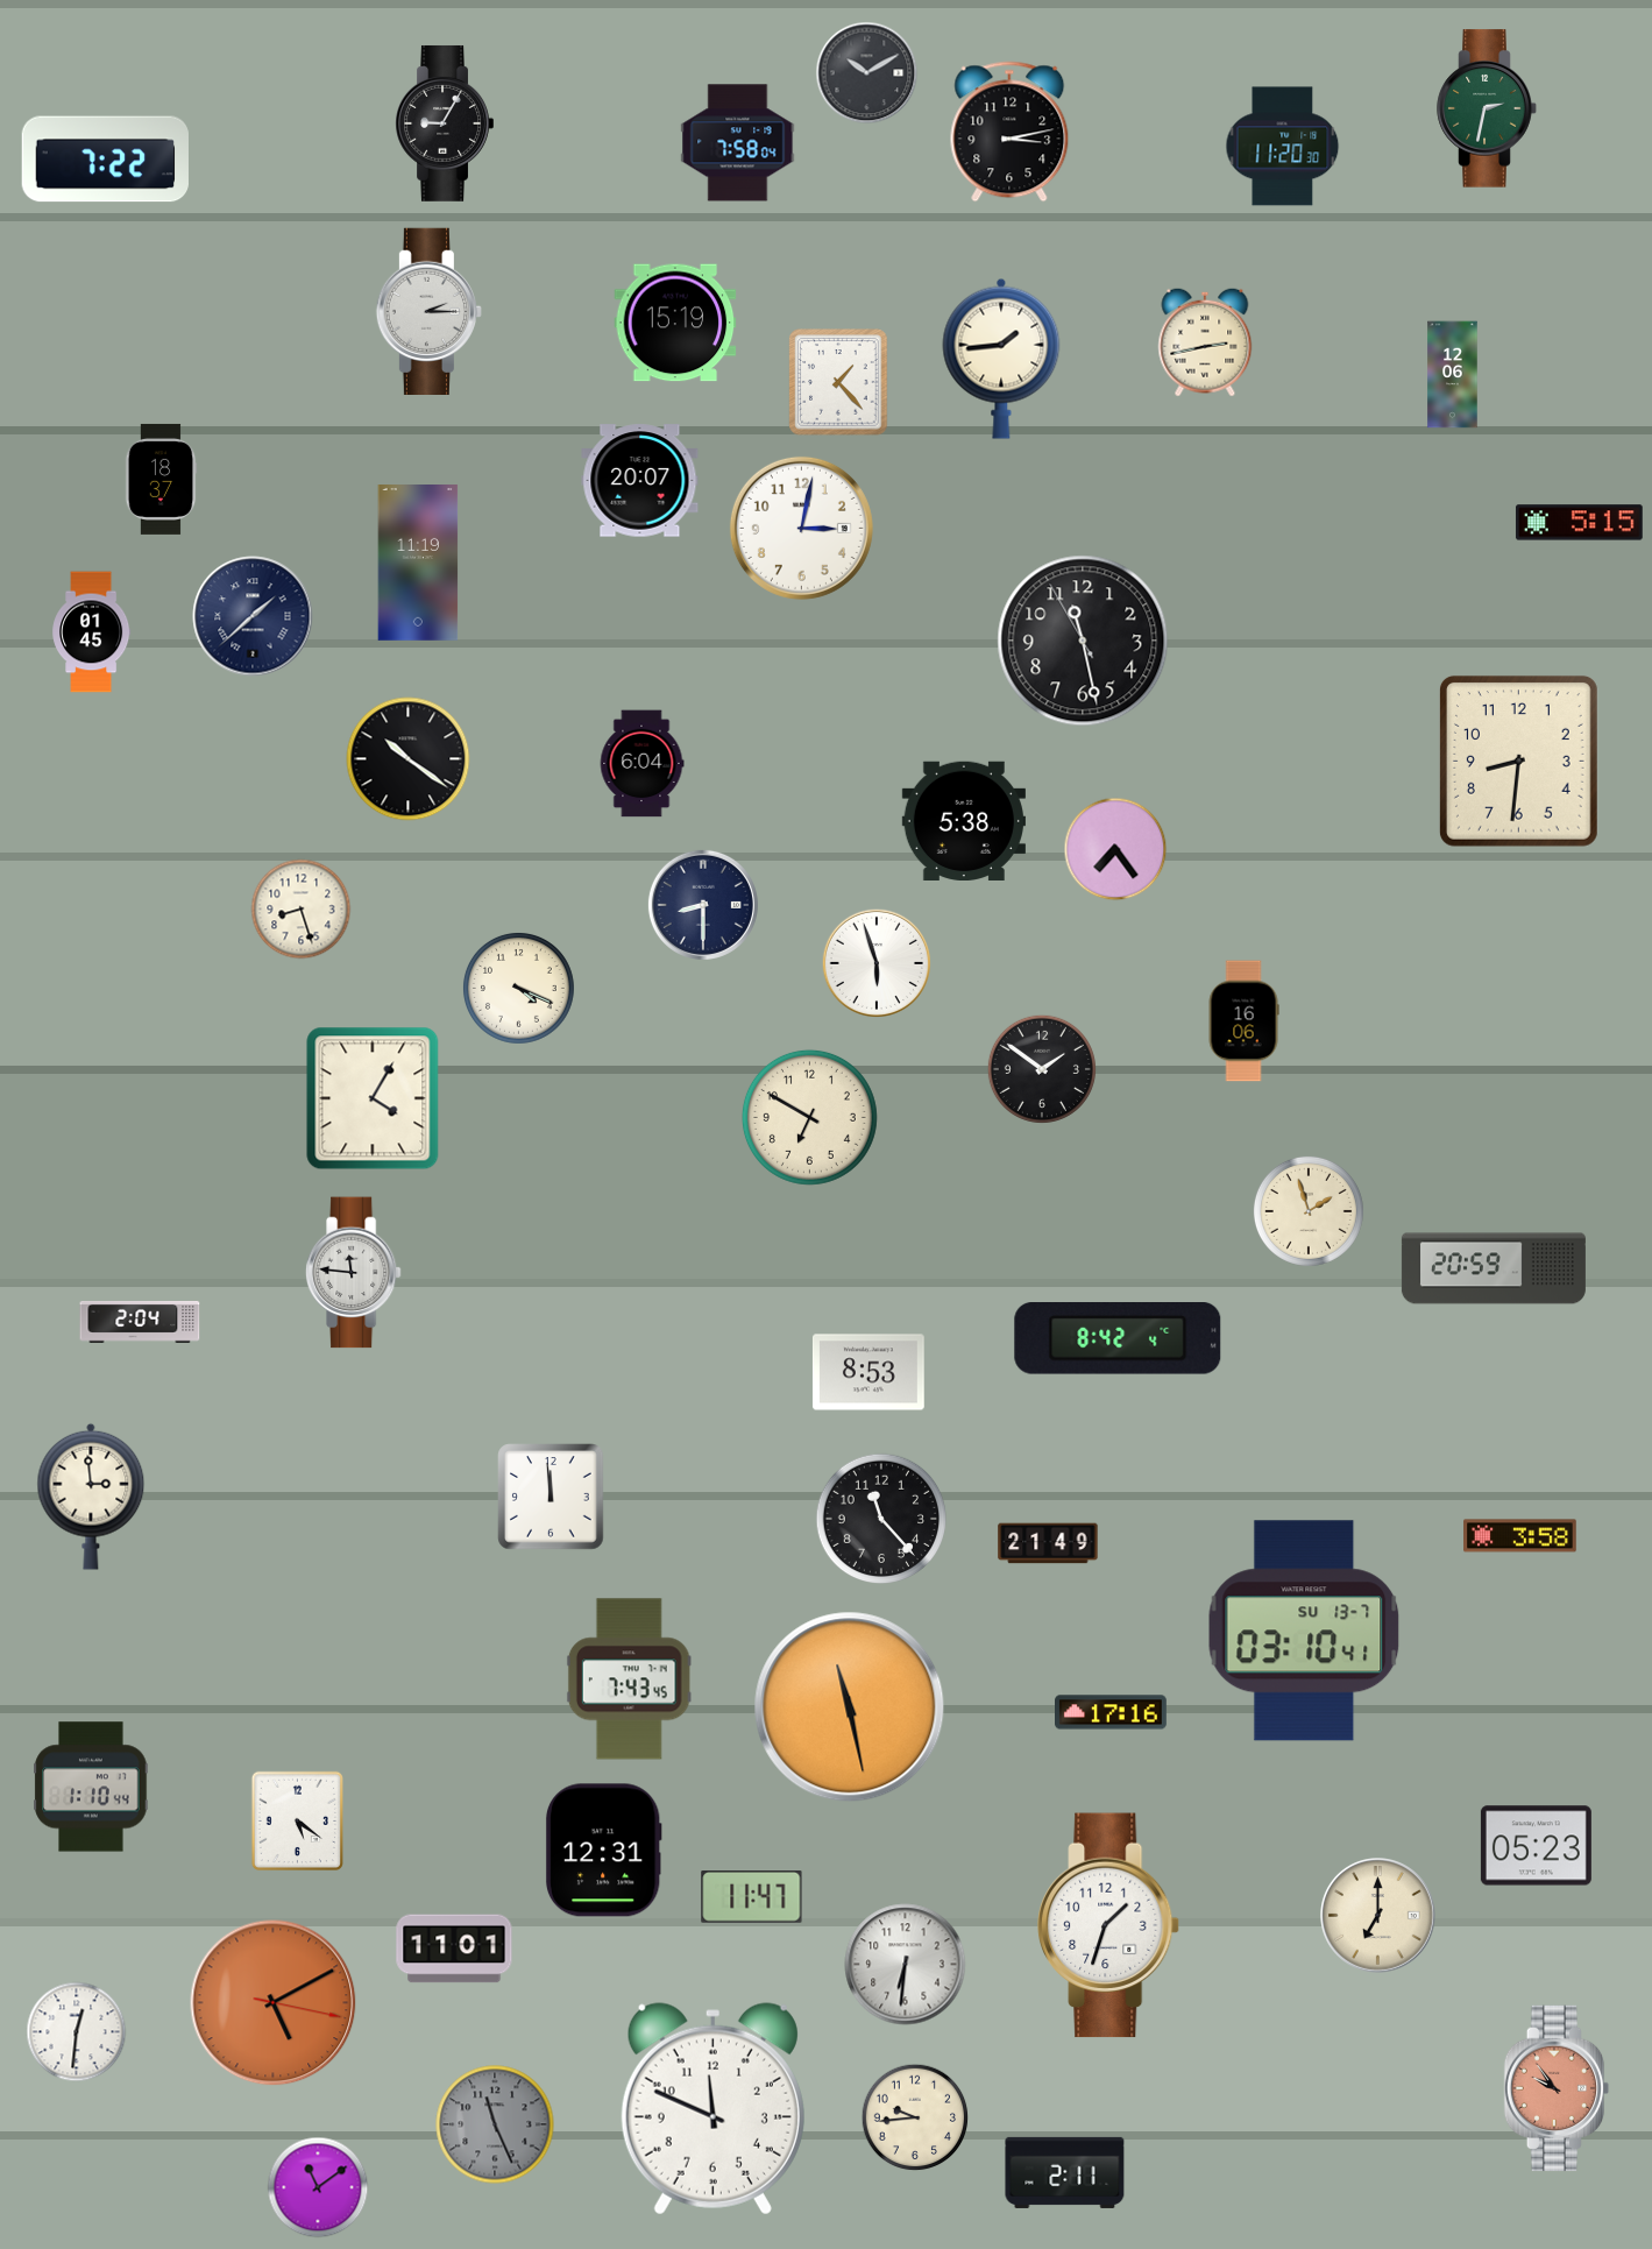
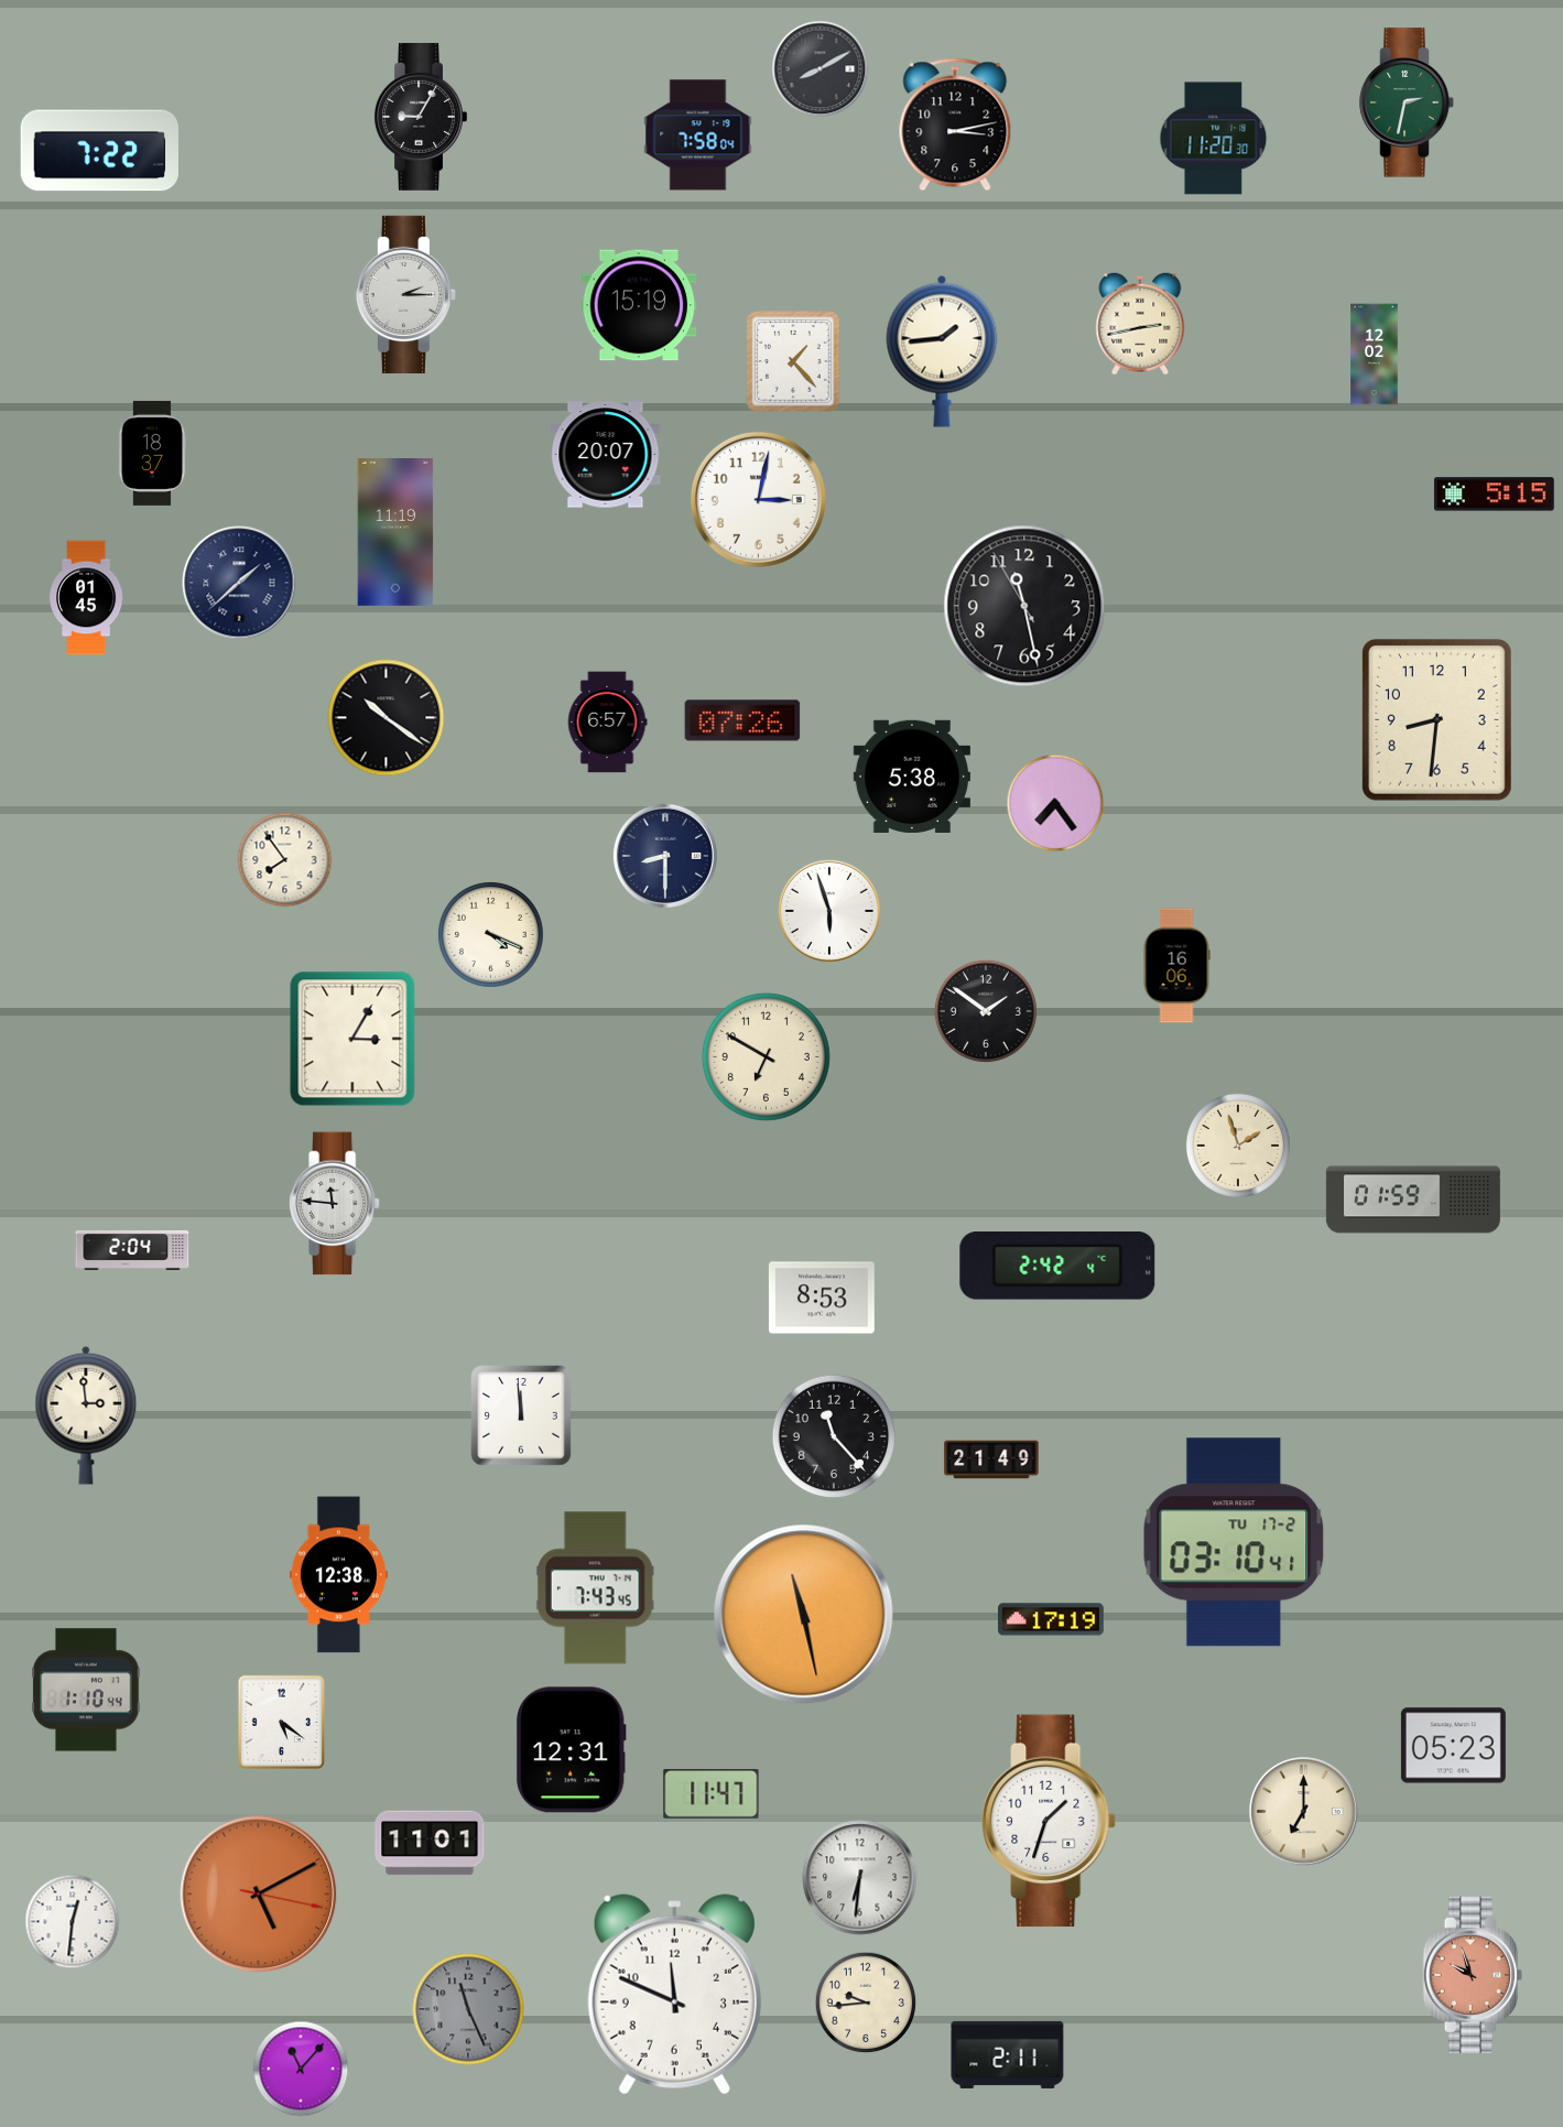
clock at (867, 73): 10:10 -> 8:10
clock at (1001, 359) position: (1001, 359) -> (942, 351)
clock at (1453, 375): 12:06 -> 12:02
clock at (742, 720): none -> 07:26
clock at (641, 764): 6:04 -> 6:57
clock at (302, 910): 8:27 -> 7:54
clock at (373, 1098): 4:05 -> 3:05
clock at (1494, 1268): 20:59 -> 01:59
clock at (1118, 1339): 8:42 -> 2:42
clock at (1520, 1536): 3:58 -> none
clock at (1304, 1631) date: SU 13-7 -> TU 17-2
clock at (338, 1575): none -> 12:38
clock at (1112, 1712): 17:16 -> 17:19
clock at (906, 1965) position: (906, 1965) -> (860, 1878)
clock at (1557, 2088): 9:54 -> 9:57
clock at (318, 2187): 11:09 -> 11:07
